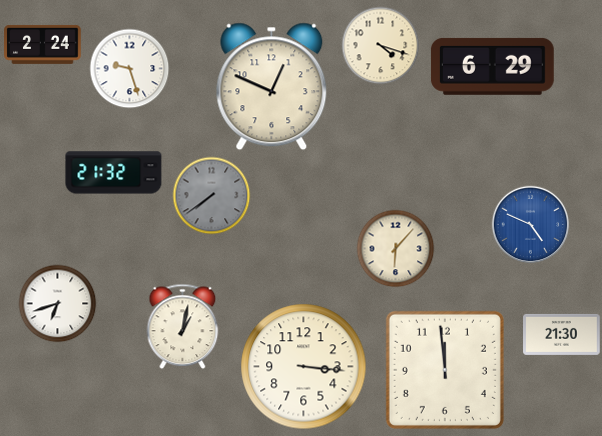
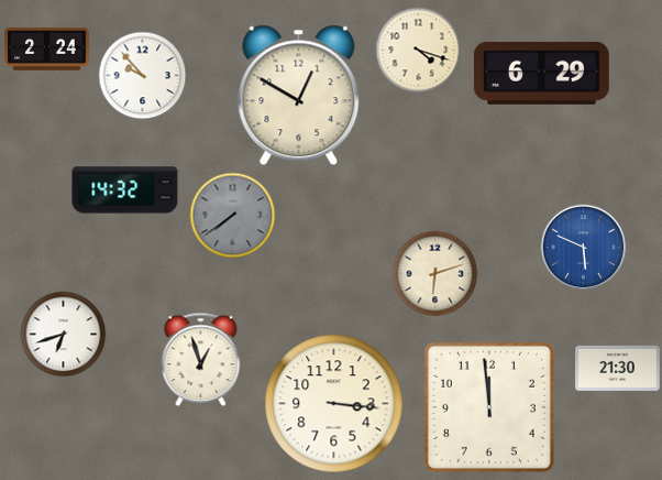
clock at (129, 68): 9:27 -> 9:53
clock at (272, 87): 12:49 -> 12:50
clock at (114, 173): 21:32 -> 14:32
clock at (530, 224): 4:49 -> 5:49
clock at (395, 248): 6:07 -> 6:12
clock at (183, 326): 1:02 -> 12:57
